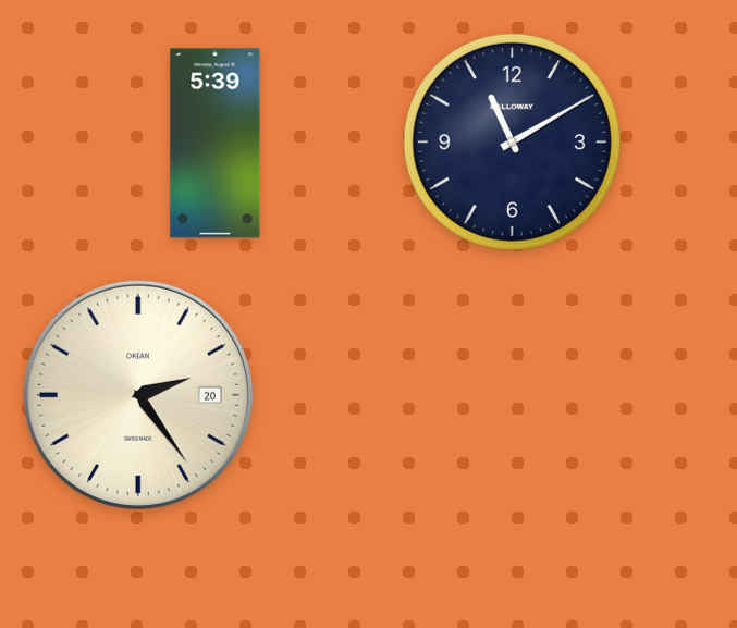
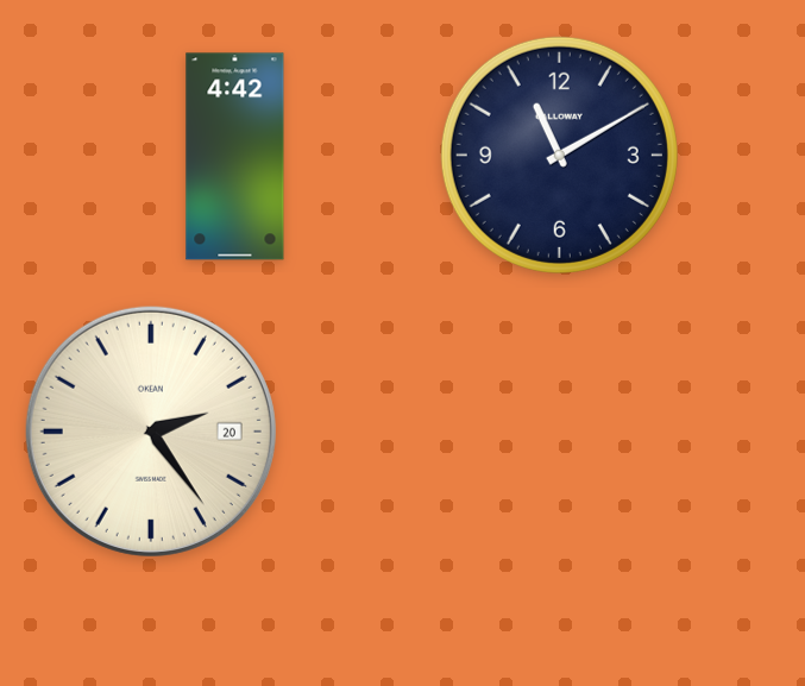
clock at (216, 144): 5:39 -> 4:42
